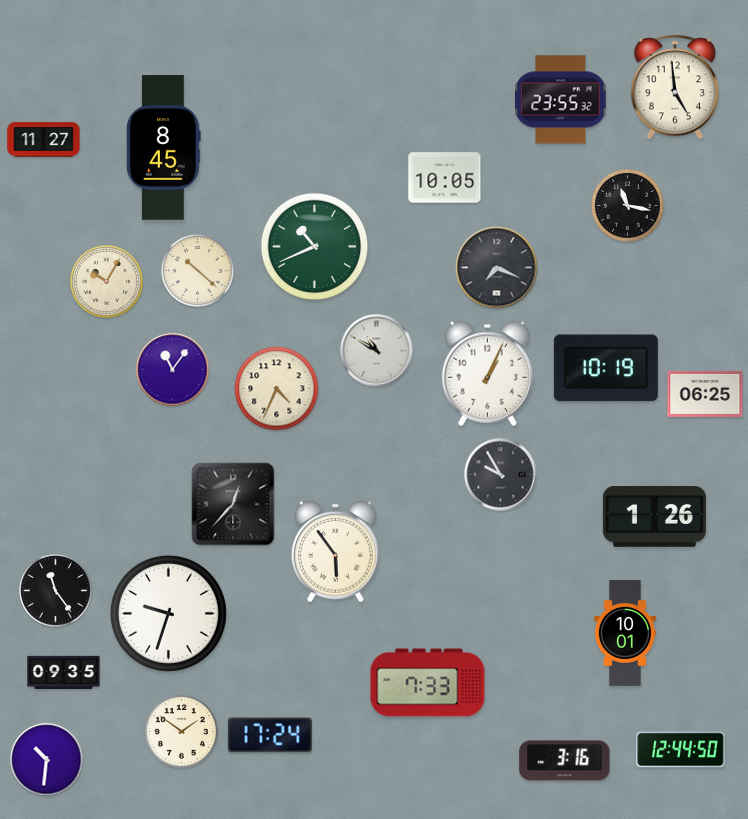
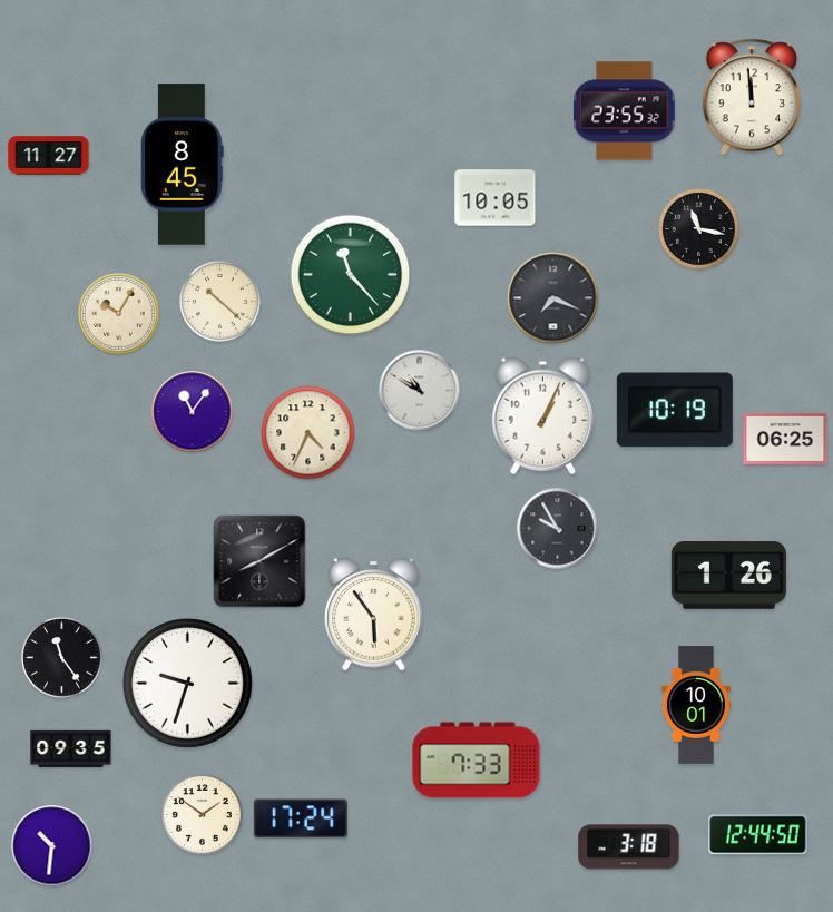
clock at (674, 87): 4:59 -> 11:59
clock at (315, 247): 10:41 -> 11:23
clock at (233, 504): 12:37 -> 8:10
clock at (565, 761): 3:16 -> 3:18
